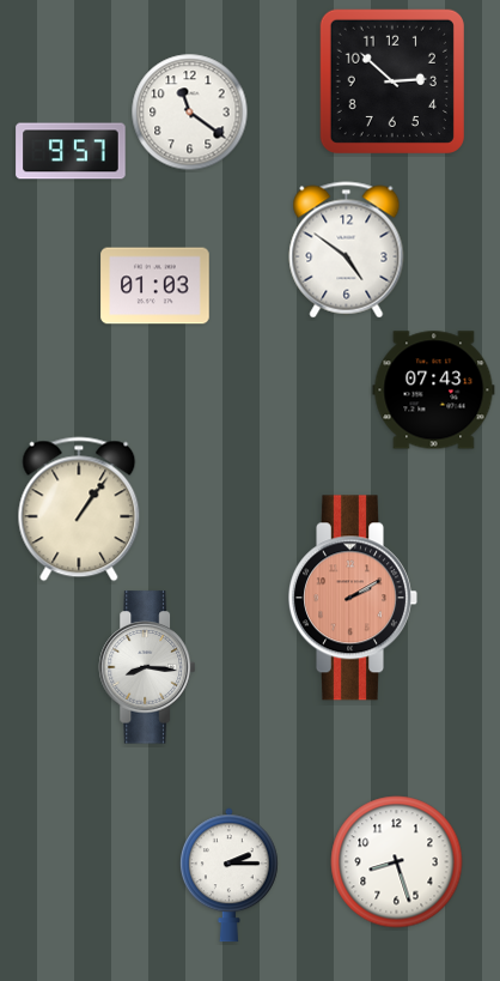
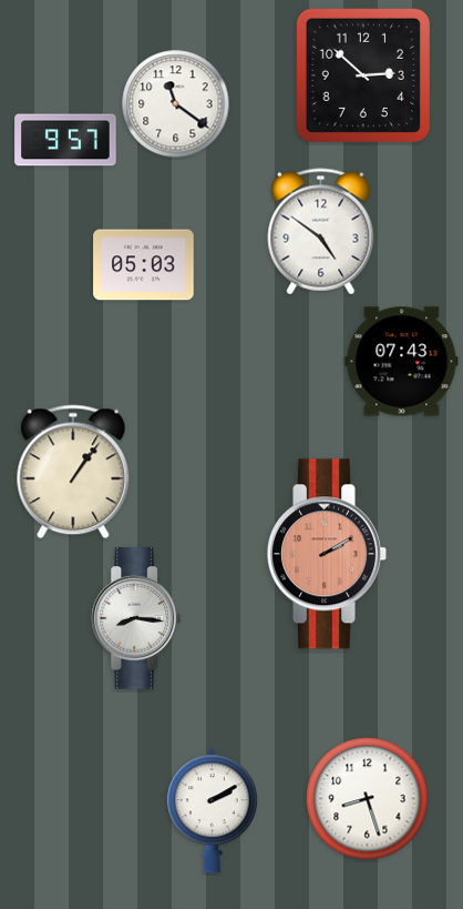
clock at (156, 286): 01:03 -> 05:03
clock at (228, 876): 2:15 -> 2:10
